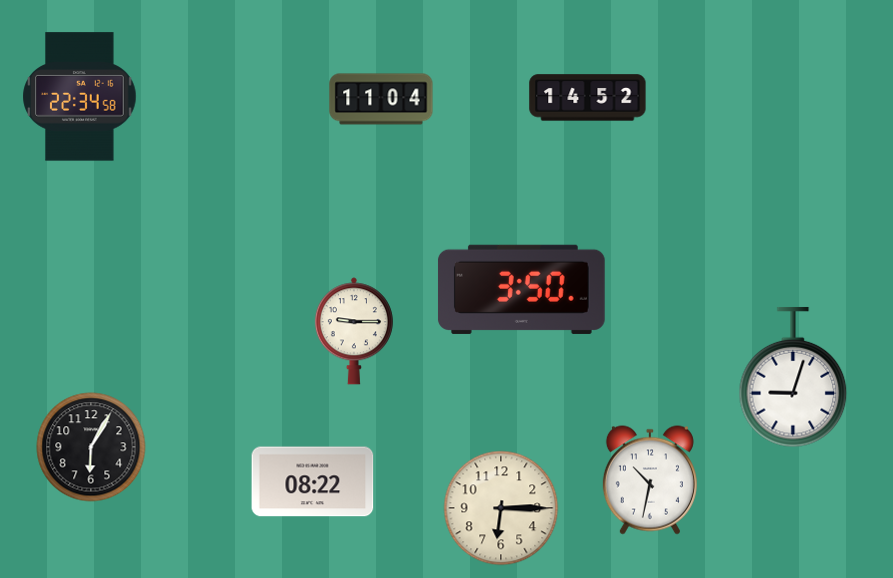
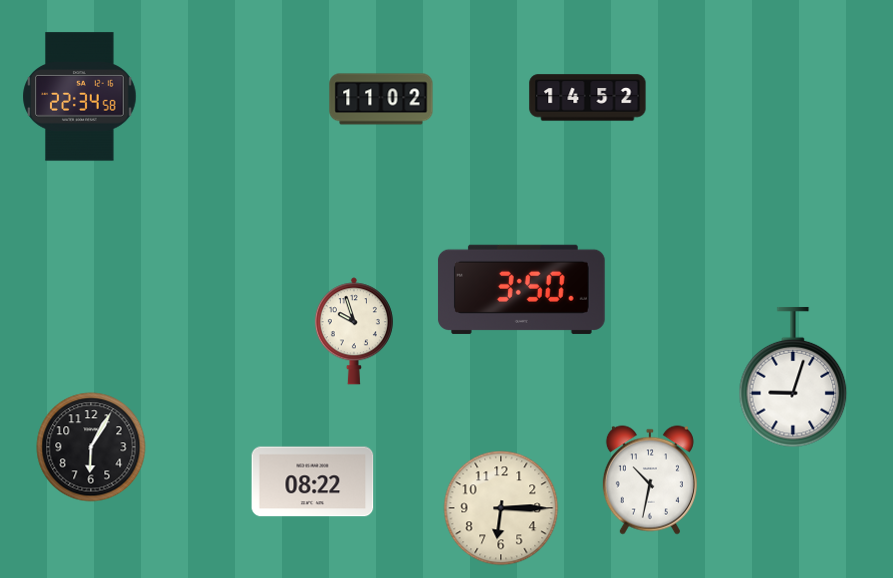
clock at (381, 99): 11:04 -> 11:02
clock at (354, 331): 9:15 -> 9:57
